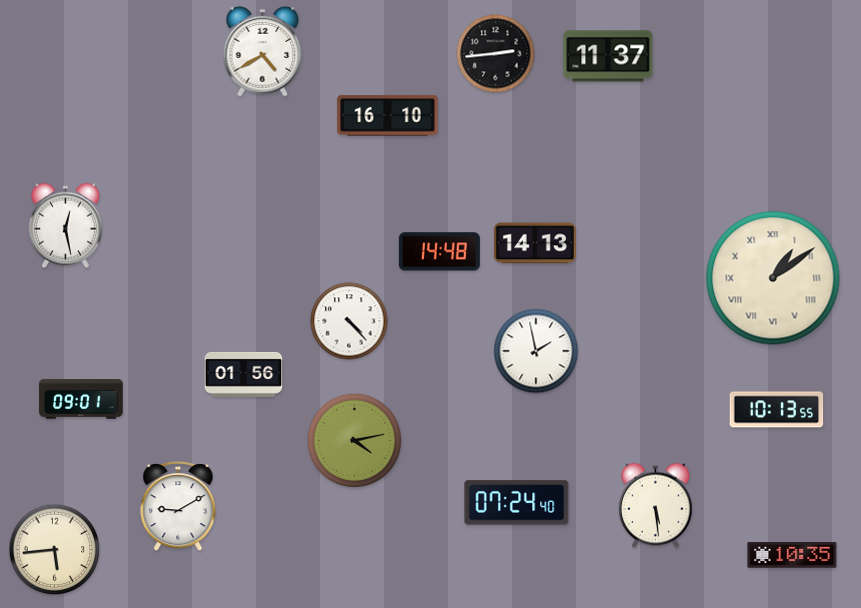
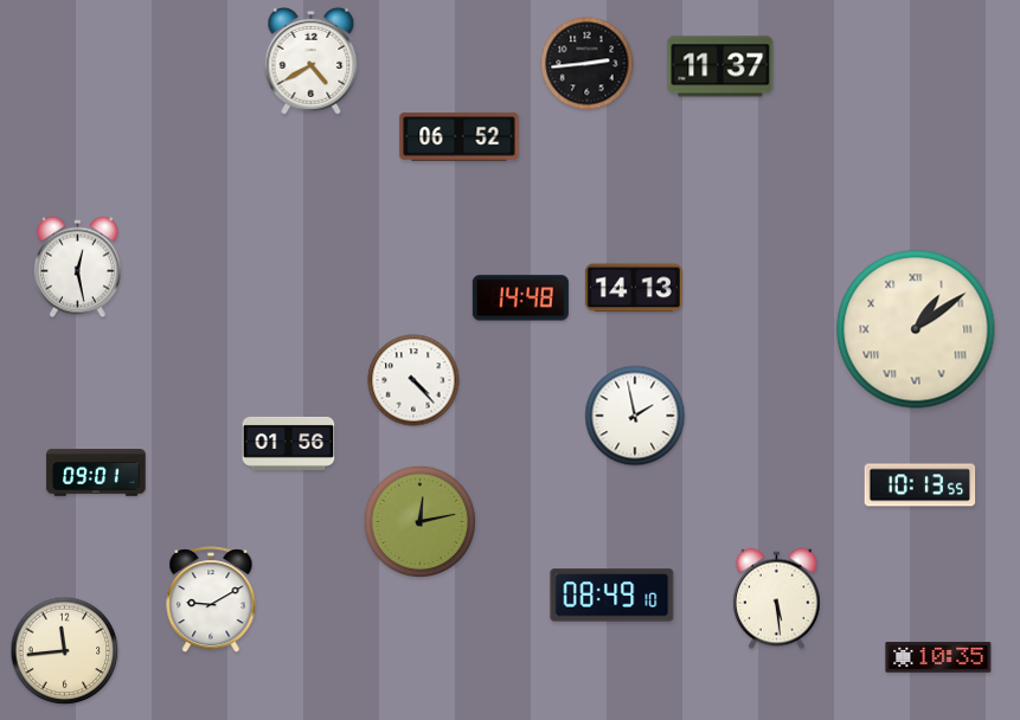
clock at (388, 116): 16:10 -> 06:52
clock at (354, 440): 4:13 -> 12:13
clock at (517, 503): 07:24 -> 08:49
clock at (55, 550): 5:44 -> 11:44
